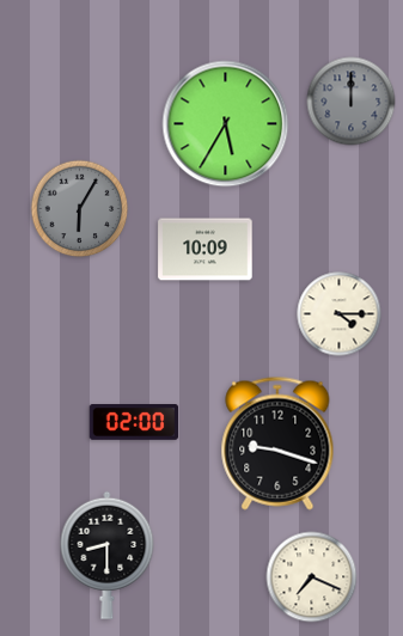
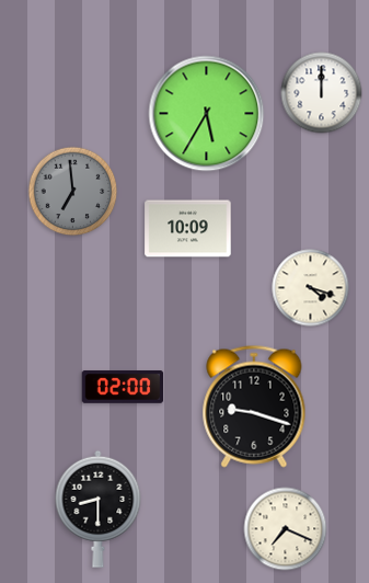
clock at (352, 102) dial: grey -> white
clock at (80, 209): 6:05 -> 6:59
clock at (340, 314): 4:15 -> 4:18
